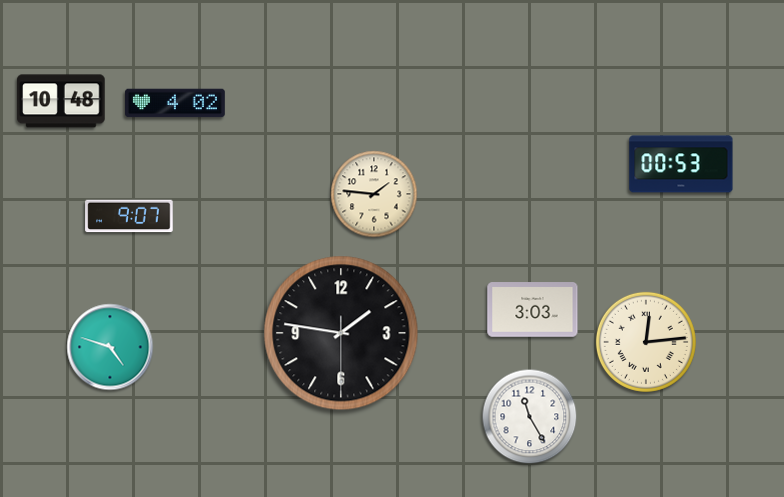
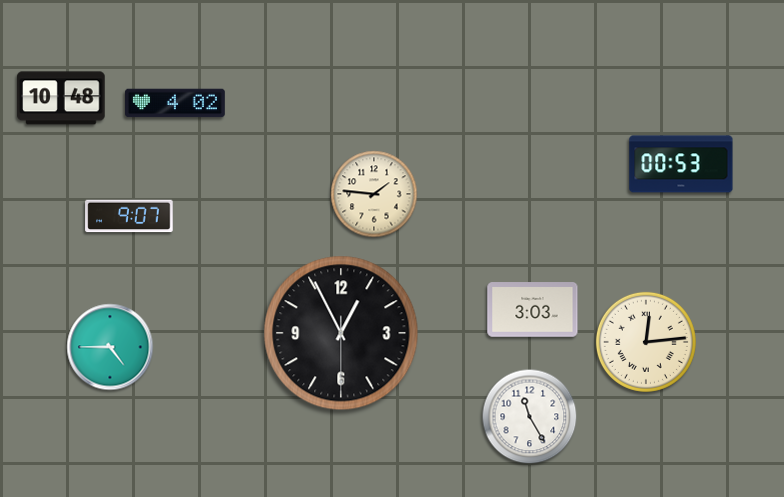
clock at (61, 101) position: (61, 101) -> (61, 98)
clock at (341, 333): 1:46 -> 12:55
clock at (110, 347): 4:48 -> 4:45
